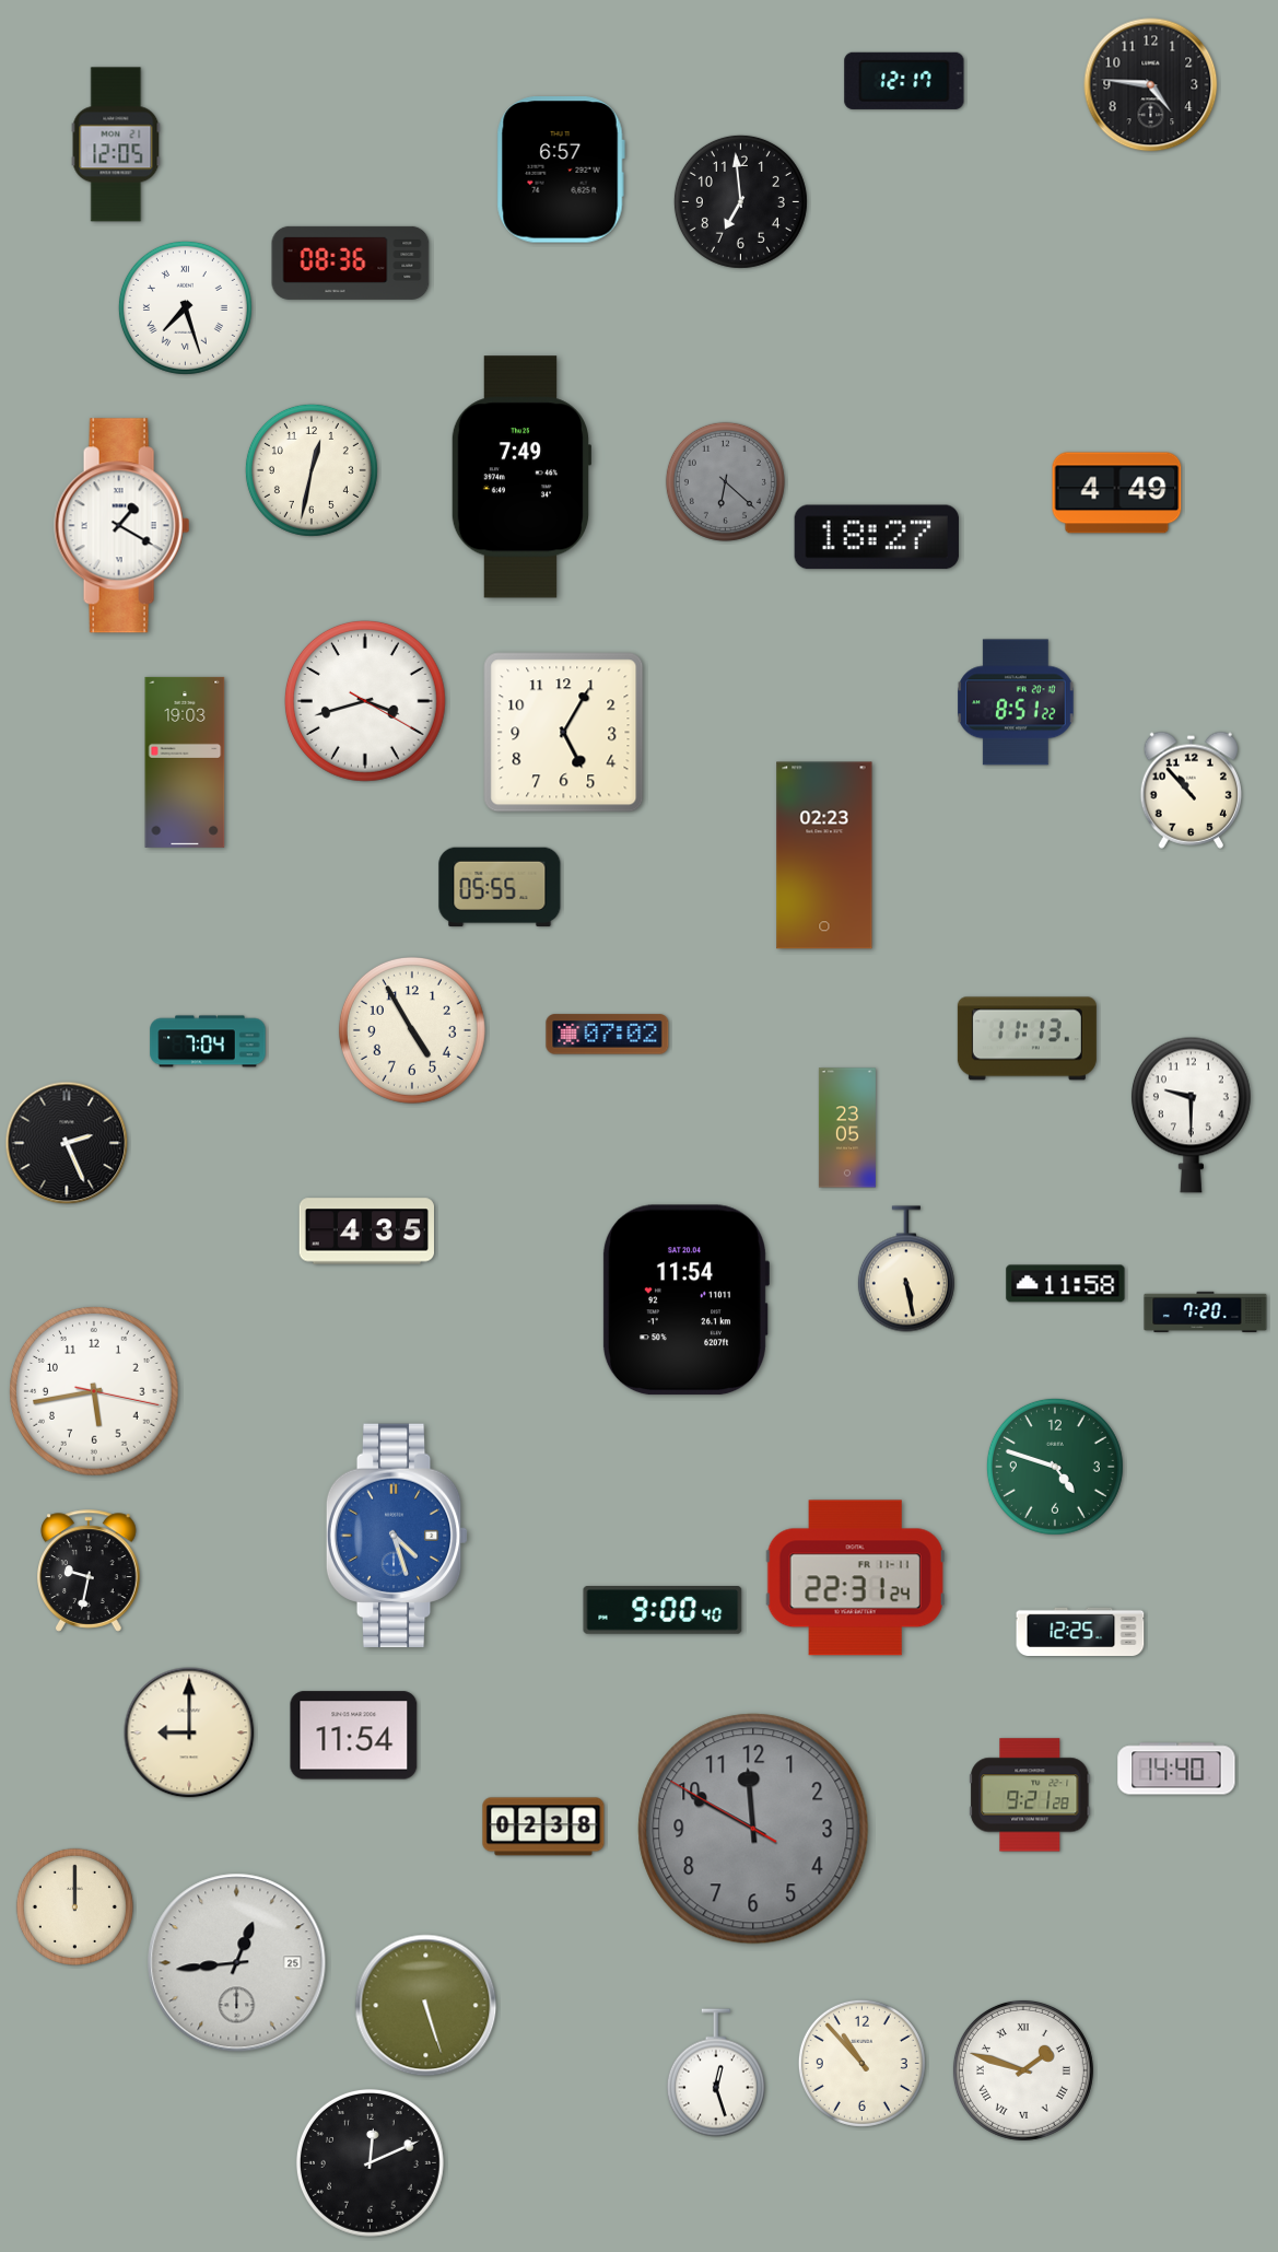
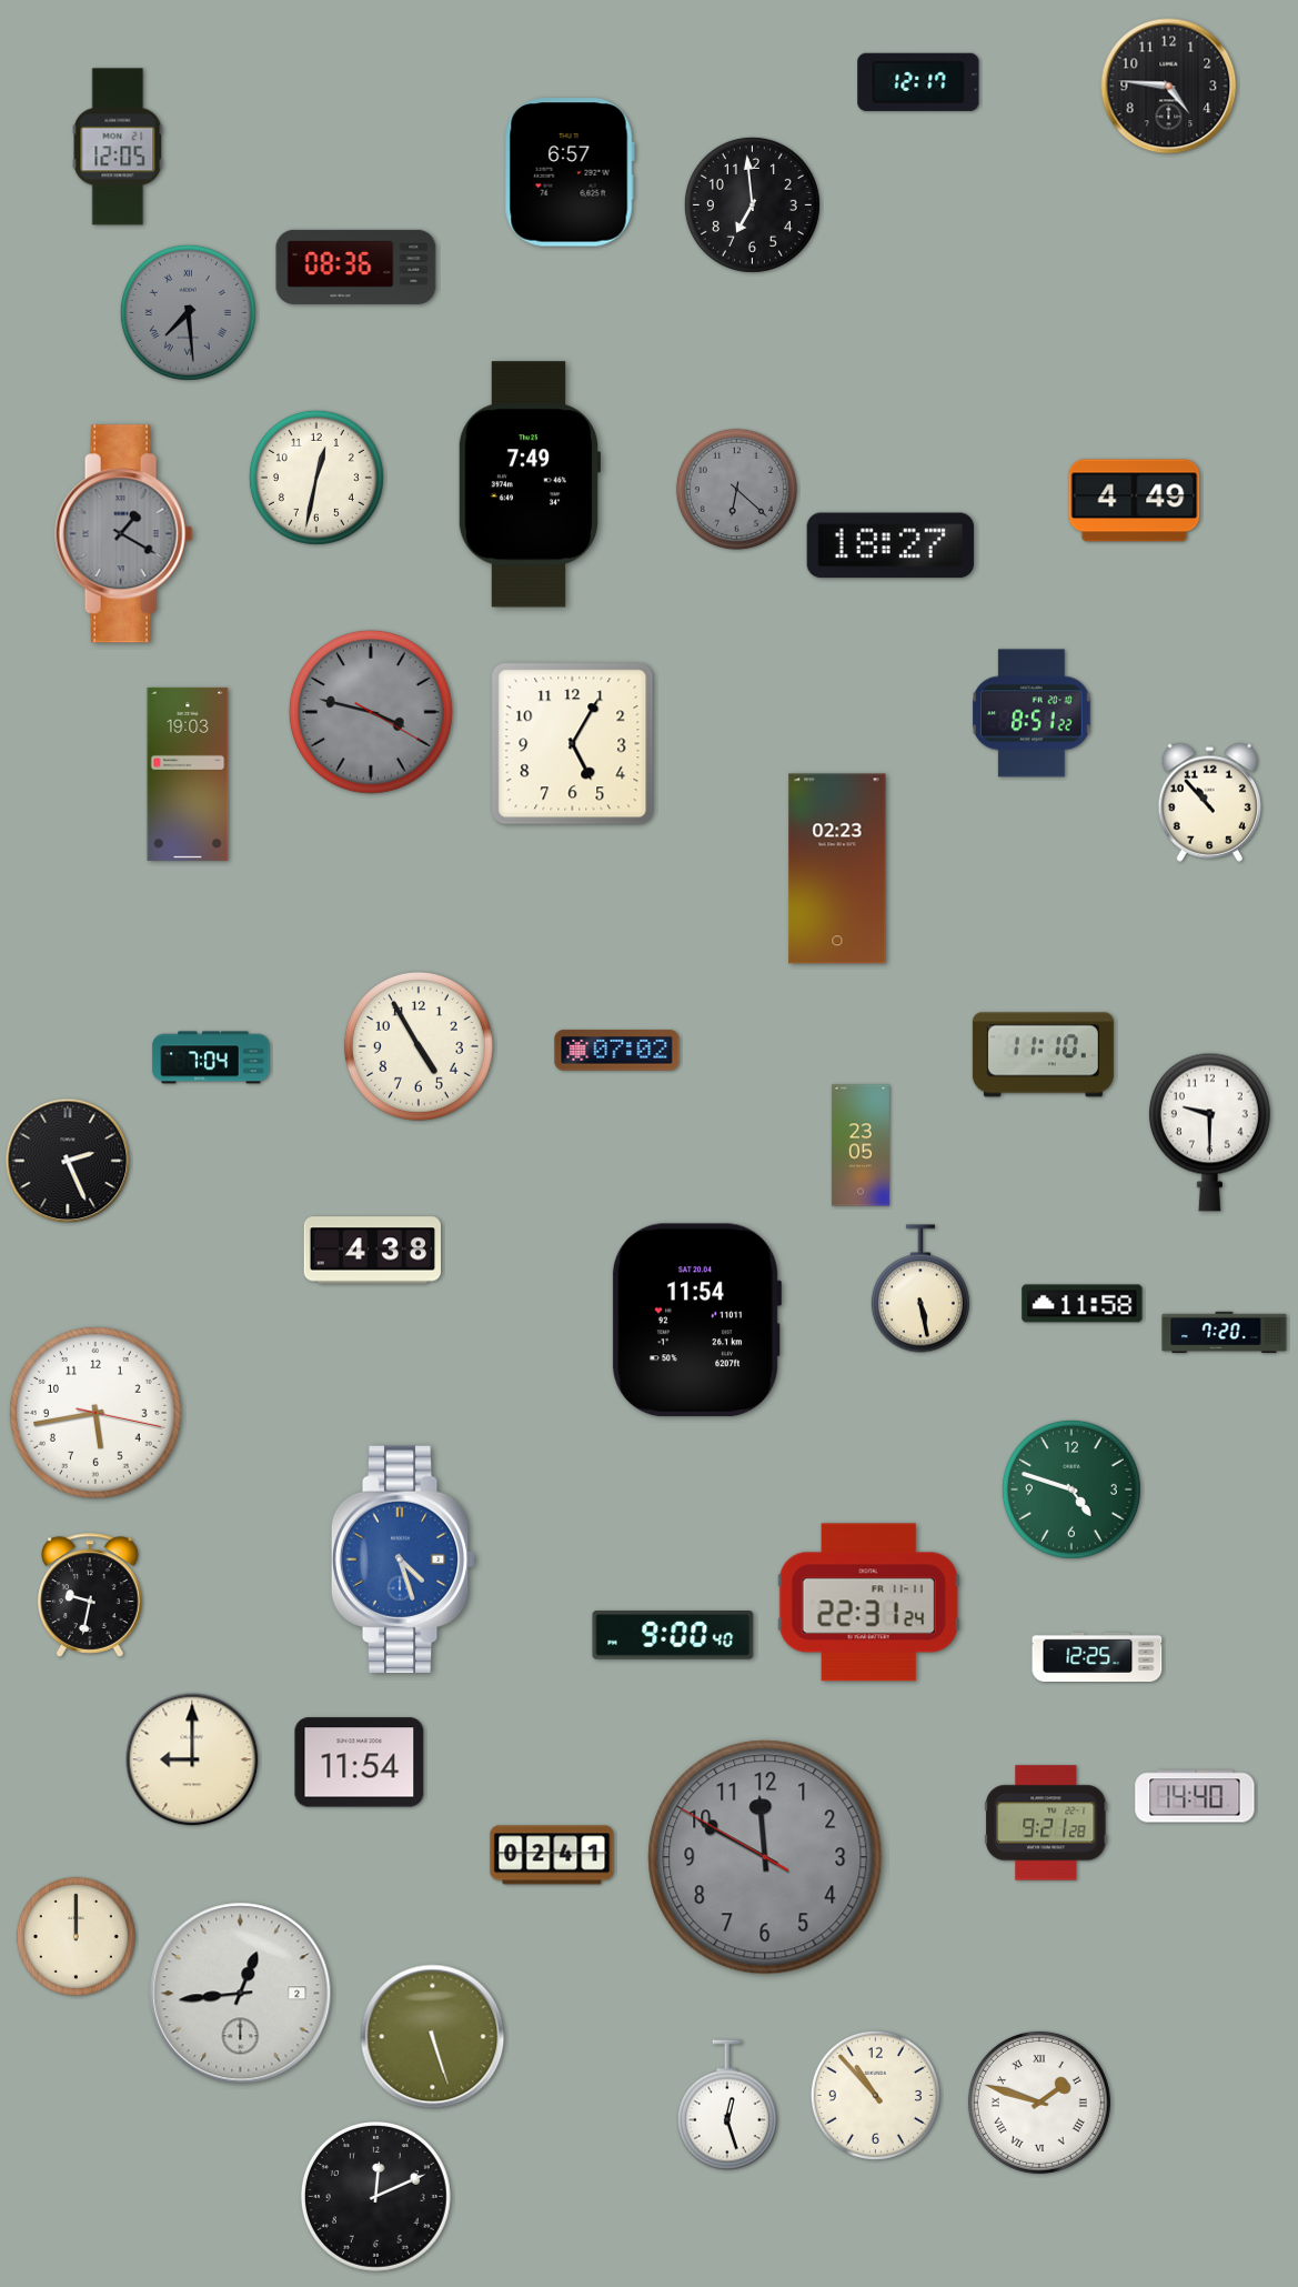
clock at (185, 307): 7:27 -> 7:29
clock at (185, 307) dial: white -> grey
clock at (122, 526) dial: white -> grey
clock at (366, 702): 3:42 -> 3:47
clock at (366, 702) dial: white -> grey
clock at (500, 887): 05:55 -> none
clock at (1027, 1039): 11:13 -> 11:10
clock at (366, 1232): 4:35 -> 4:38
clock at (543, 1827): 02:38 -> 02:41
clock at (237, 1963) date: 25 -> 2
